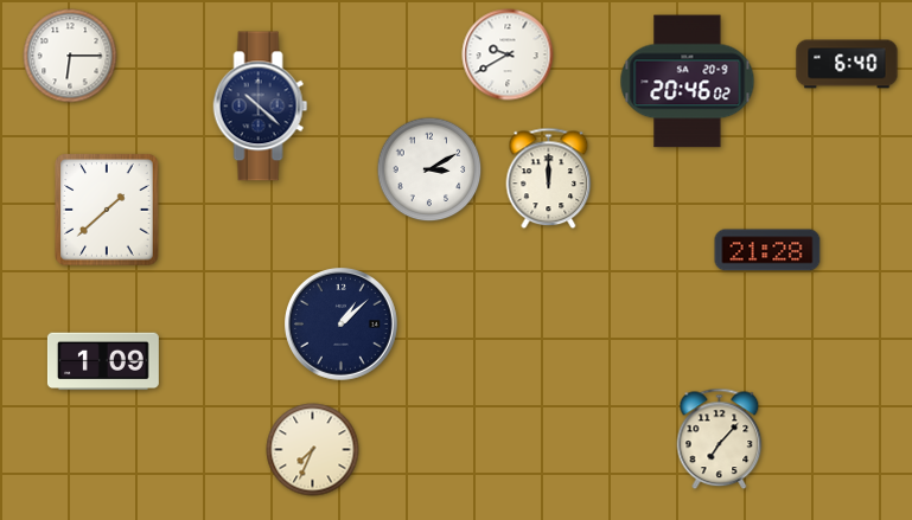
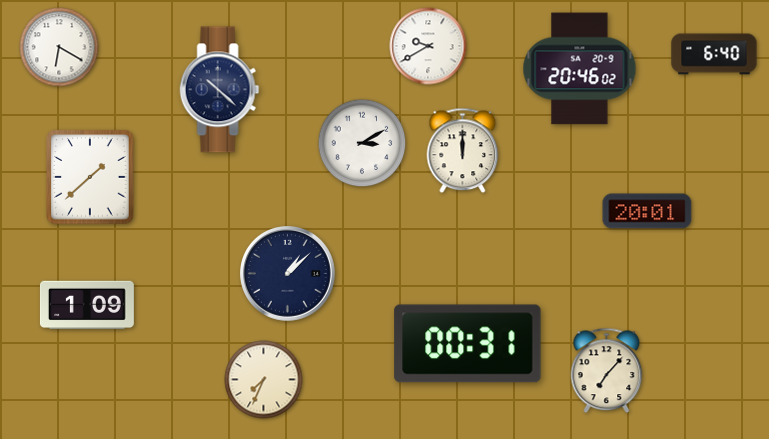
clock at (70, 56): 6:15 -> 6:20
clock at (767, 250): 21:28 -> 20:01
clock at (468, 344): none -> 00:31
